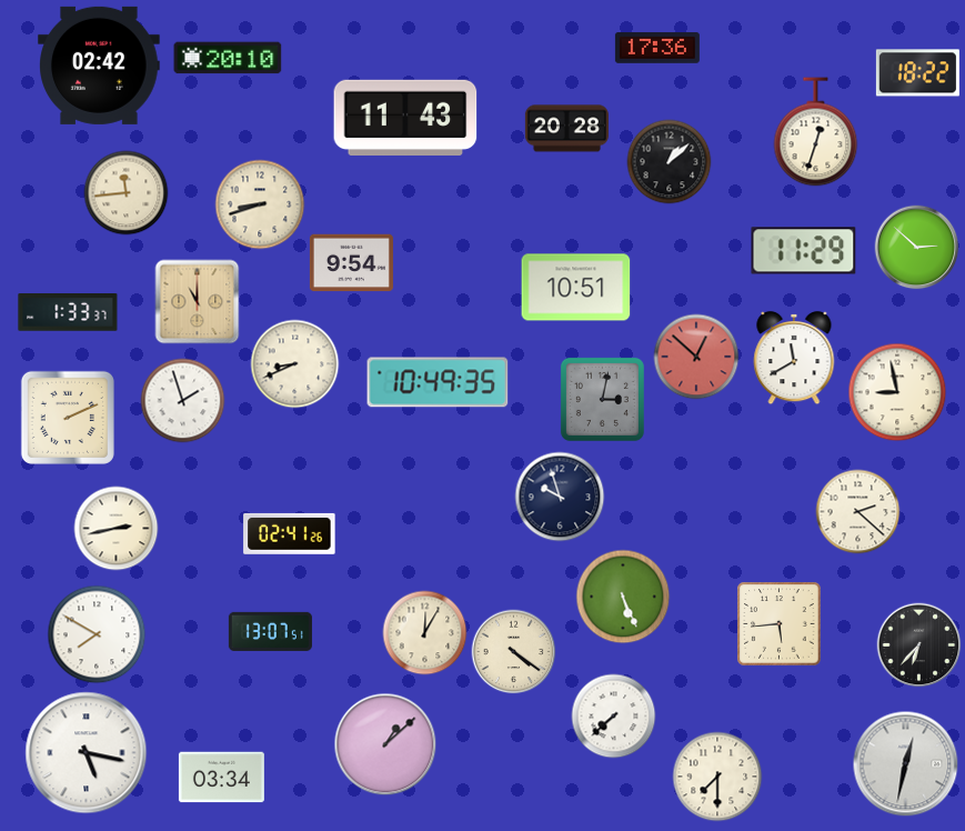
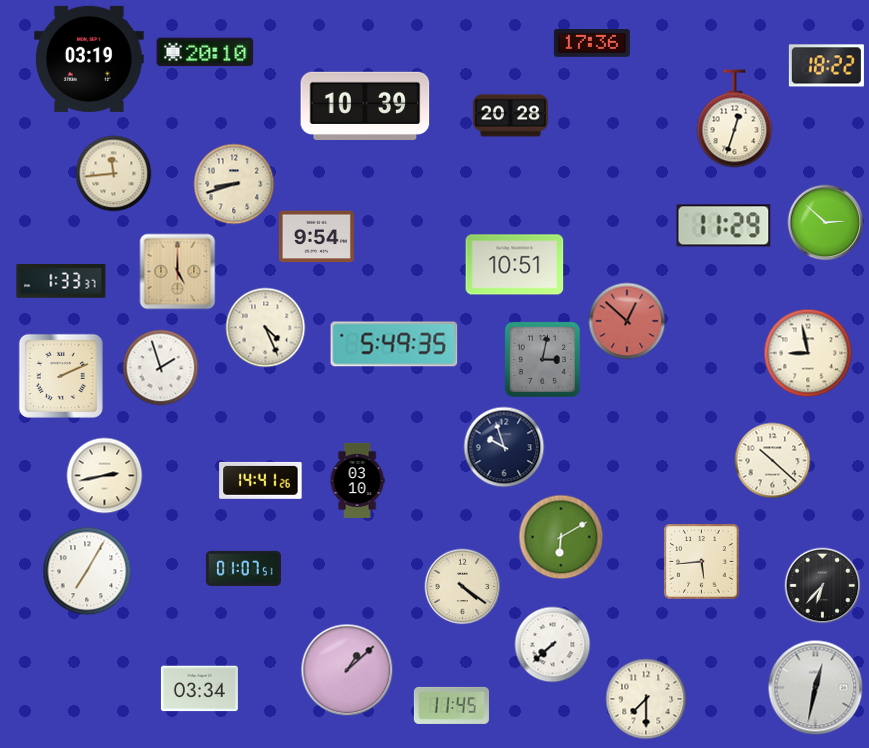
clock at (100, 66): 02:42 -> 03:19
clock at (405, 118): 11:43 -> 10:39
clock at (670, 162): 1:08 -> none
clock at (576, 288) position: (576, 288) -> (515, 265)
clock at (198, 302): 11:00 -> 5:00
clock at (794, 358): 11:40 -> none
clock at (295, 364): 8:41 -> 4:26
clock at (438, 382): 10:49 -> 5:49
clock at (183, 401) position: (183, 401) -> (161, 368)
clock at (858, 512): 2:22 -> 10:22
clock at (290, 533): 02:41 -> 14:41
clock at (357, 480): none -> 03:10
clock at (623, 597): 5:26 -> 6:10
clock at (270, 631): 13:07 -> 01:07
clock at (425, 633): 12:05 -> none
clock at (97, 634): 7:50 -> 7:05
clock at (919, 645) position: (919, 645) -> (823, 586)
clock at (87, 753): 5:17 -> none
clock at (221, 778) position: (221, 778) -> (199, 689)
clock at (451, 705): none -> 11:45
